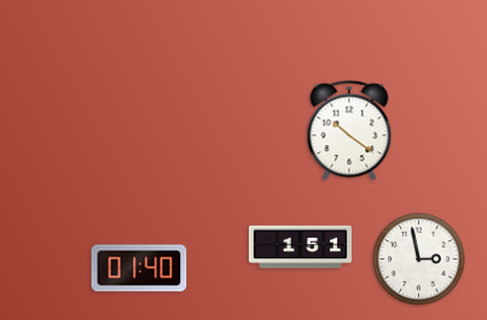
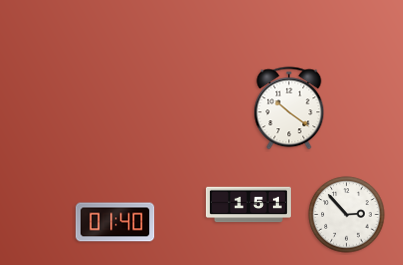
clock at (419, 260): 2:58 -> 2:53
